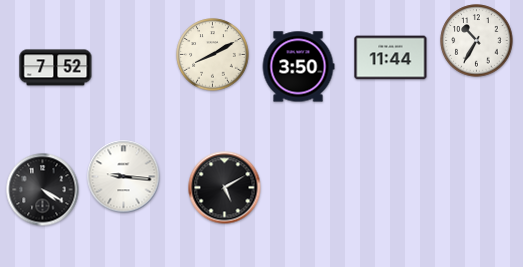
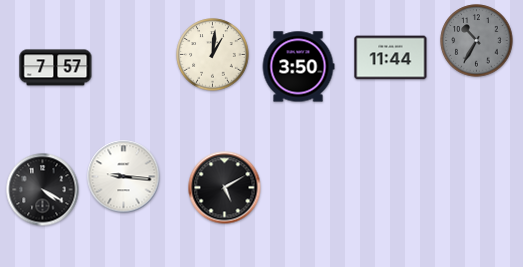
clock at (477, 41) dial: white -> grey
clock at (213, 55): 8:10 -> 1:01
clock at (56, 68): 7:52 -> 7:57
